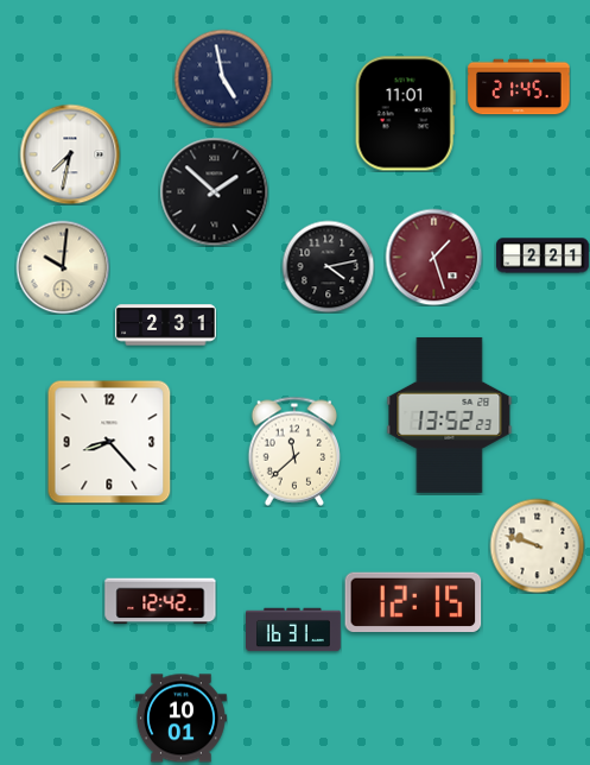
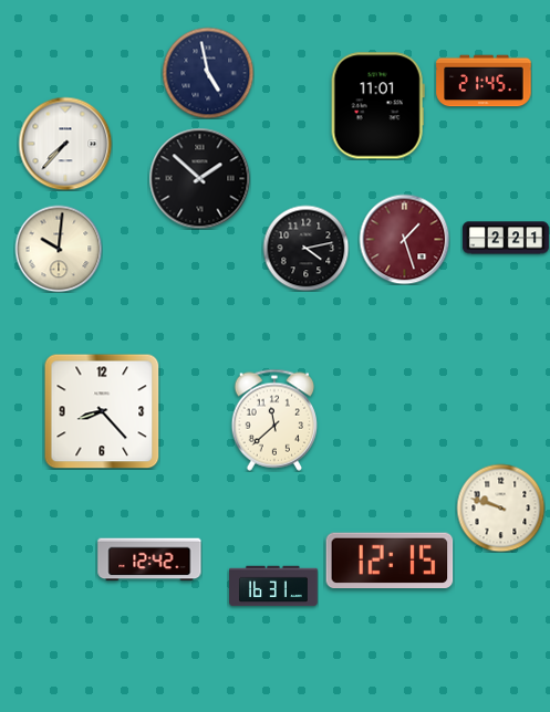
clock at (70, 154): 7:32 -> 7:37
clock at (166, 325): 2:31 -> none
clock at (450, 415): 13:52 -> none
clock at (413, 602) position: (413, 602) -> (390, 561)
clock at (180, 719): 10:01 -> none
